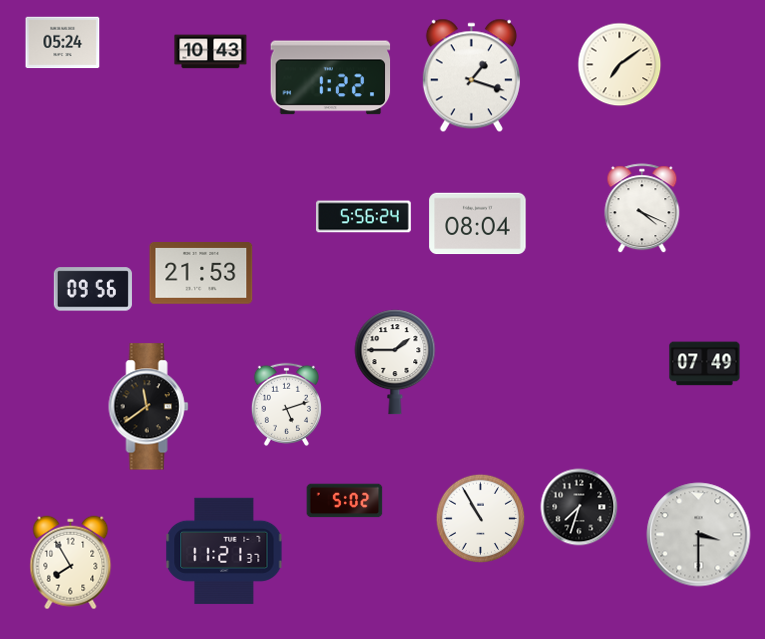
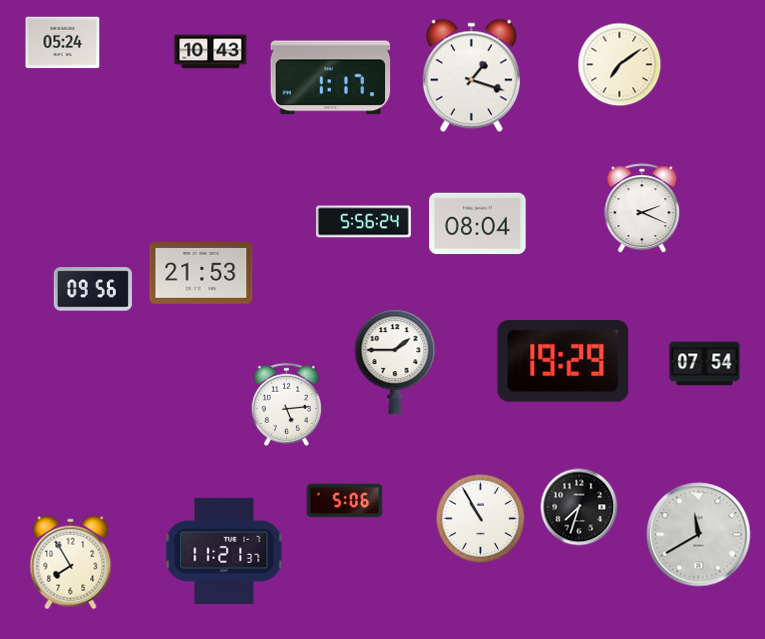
clock at (331, 78): 1:22 -> 1:17
clock at (642, 209): 4:19 -> 2:19
clock at (364, 217) position: (364, 217) -> (364, 222)
clock at (563, 361): none -> 19:29
clock at (705, 364): 07:49 -> 07:54
clock at (286, 404): 5:12 -> 5:14
clock at (149, 407): 11:39 -> none
clock at (345, 501): 5:02 -> 5:06
clock at (699, 535): 3:30 -> 11:40
